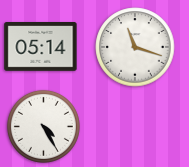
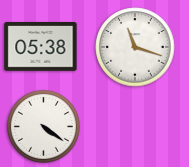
clock at (41, 47): 05:14 -> 05:38
clock at (43, 126): 4:25 -> 4:21
